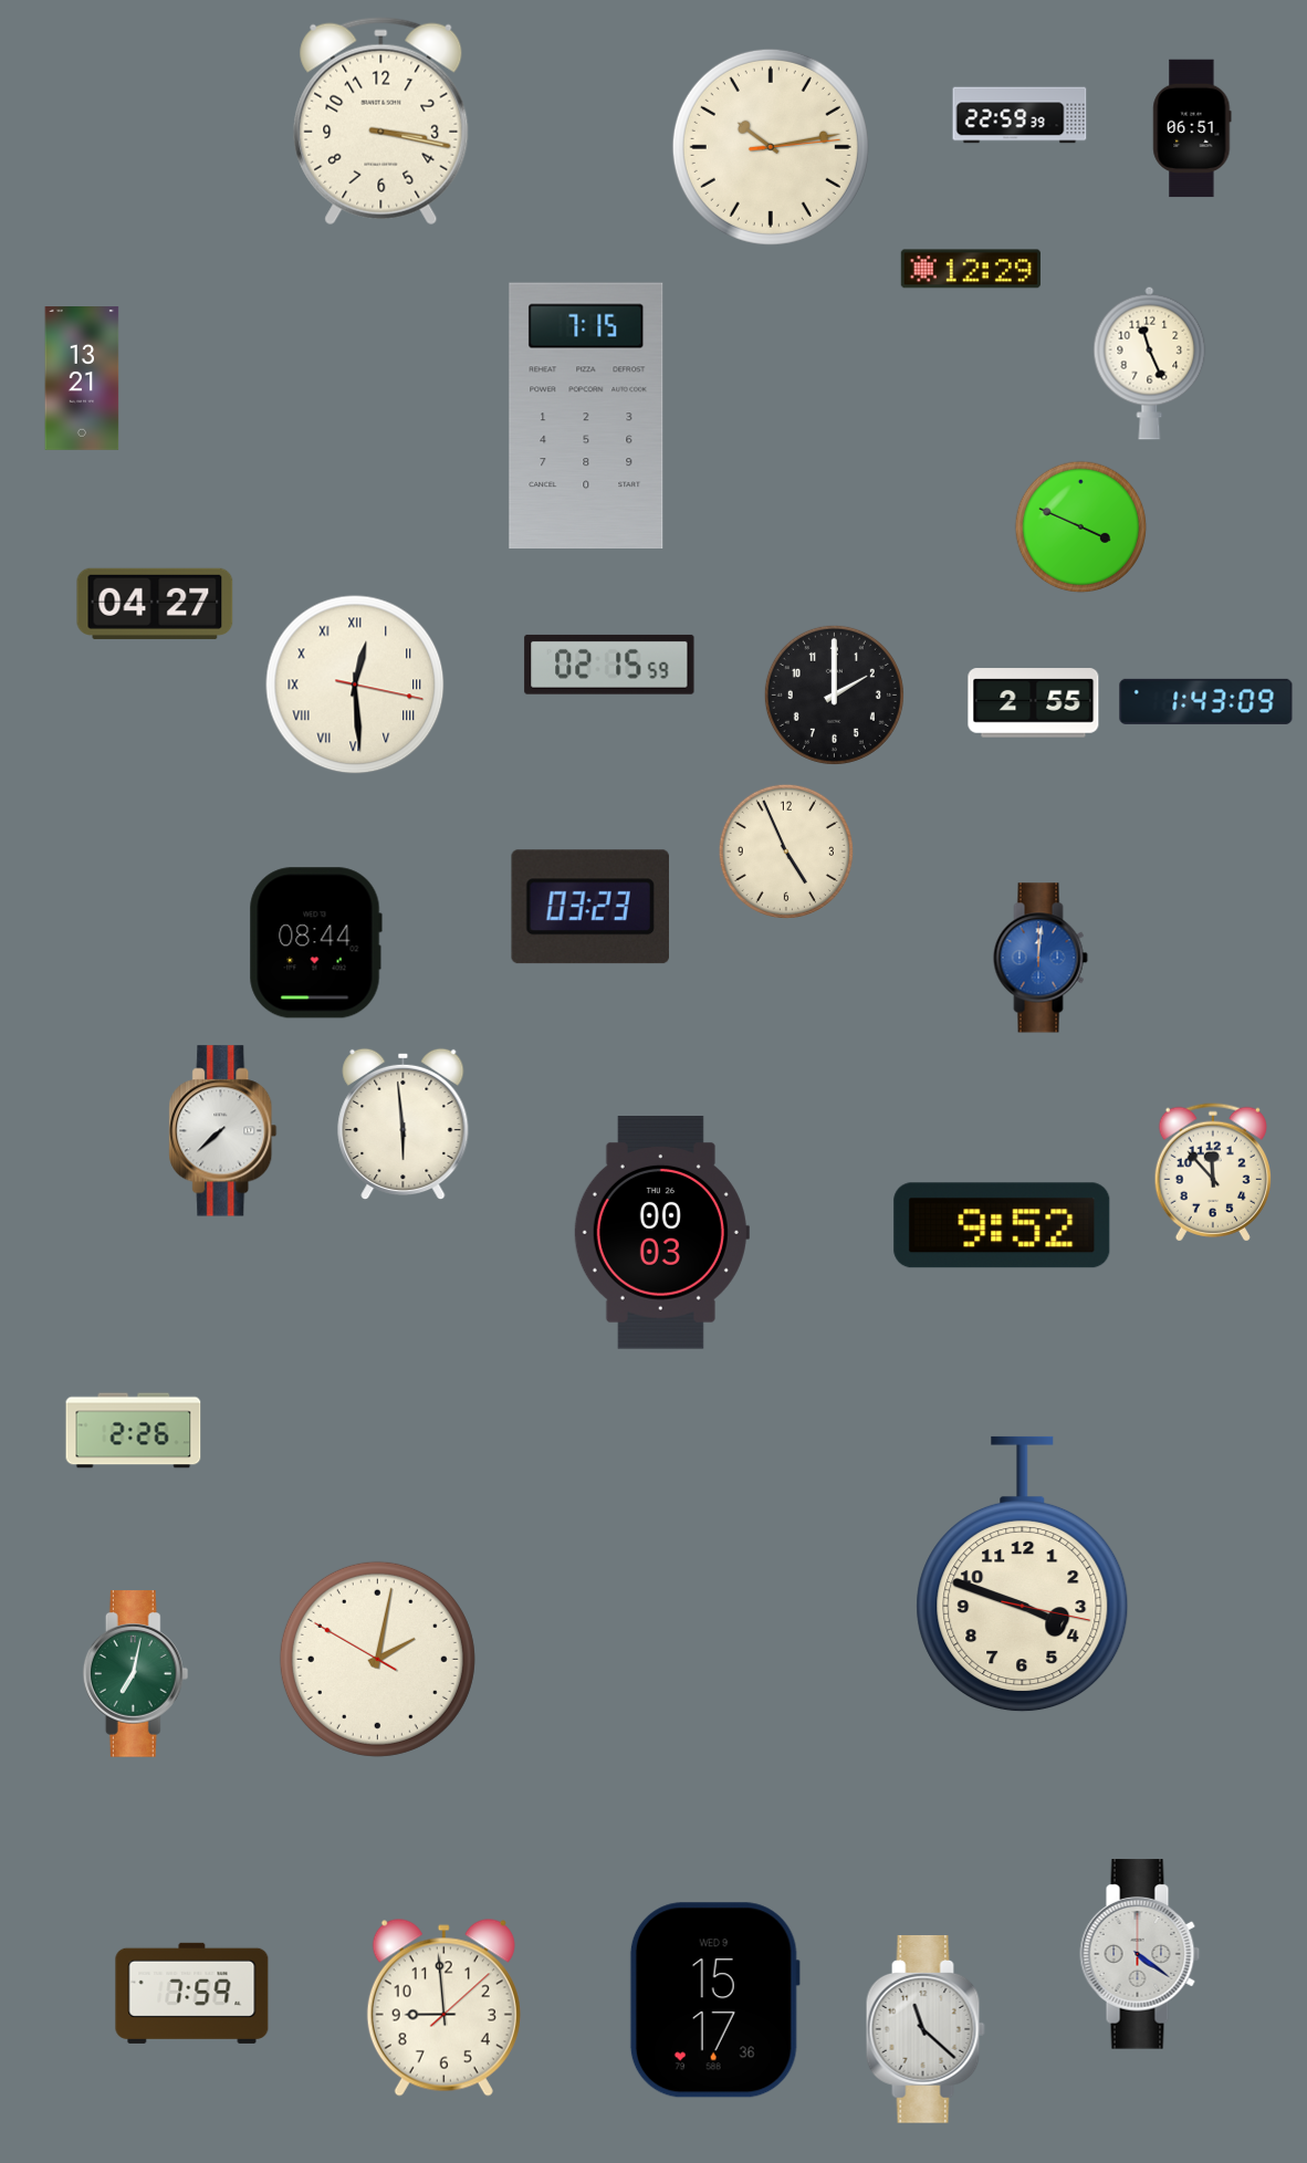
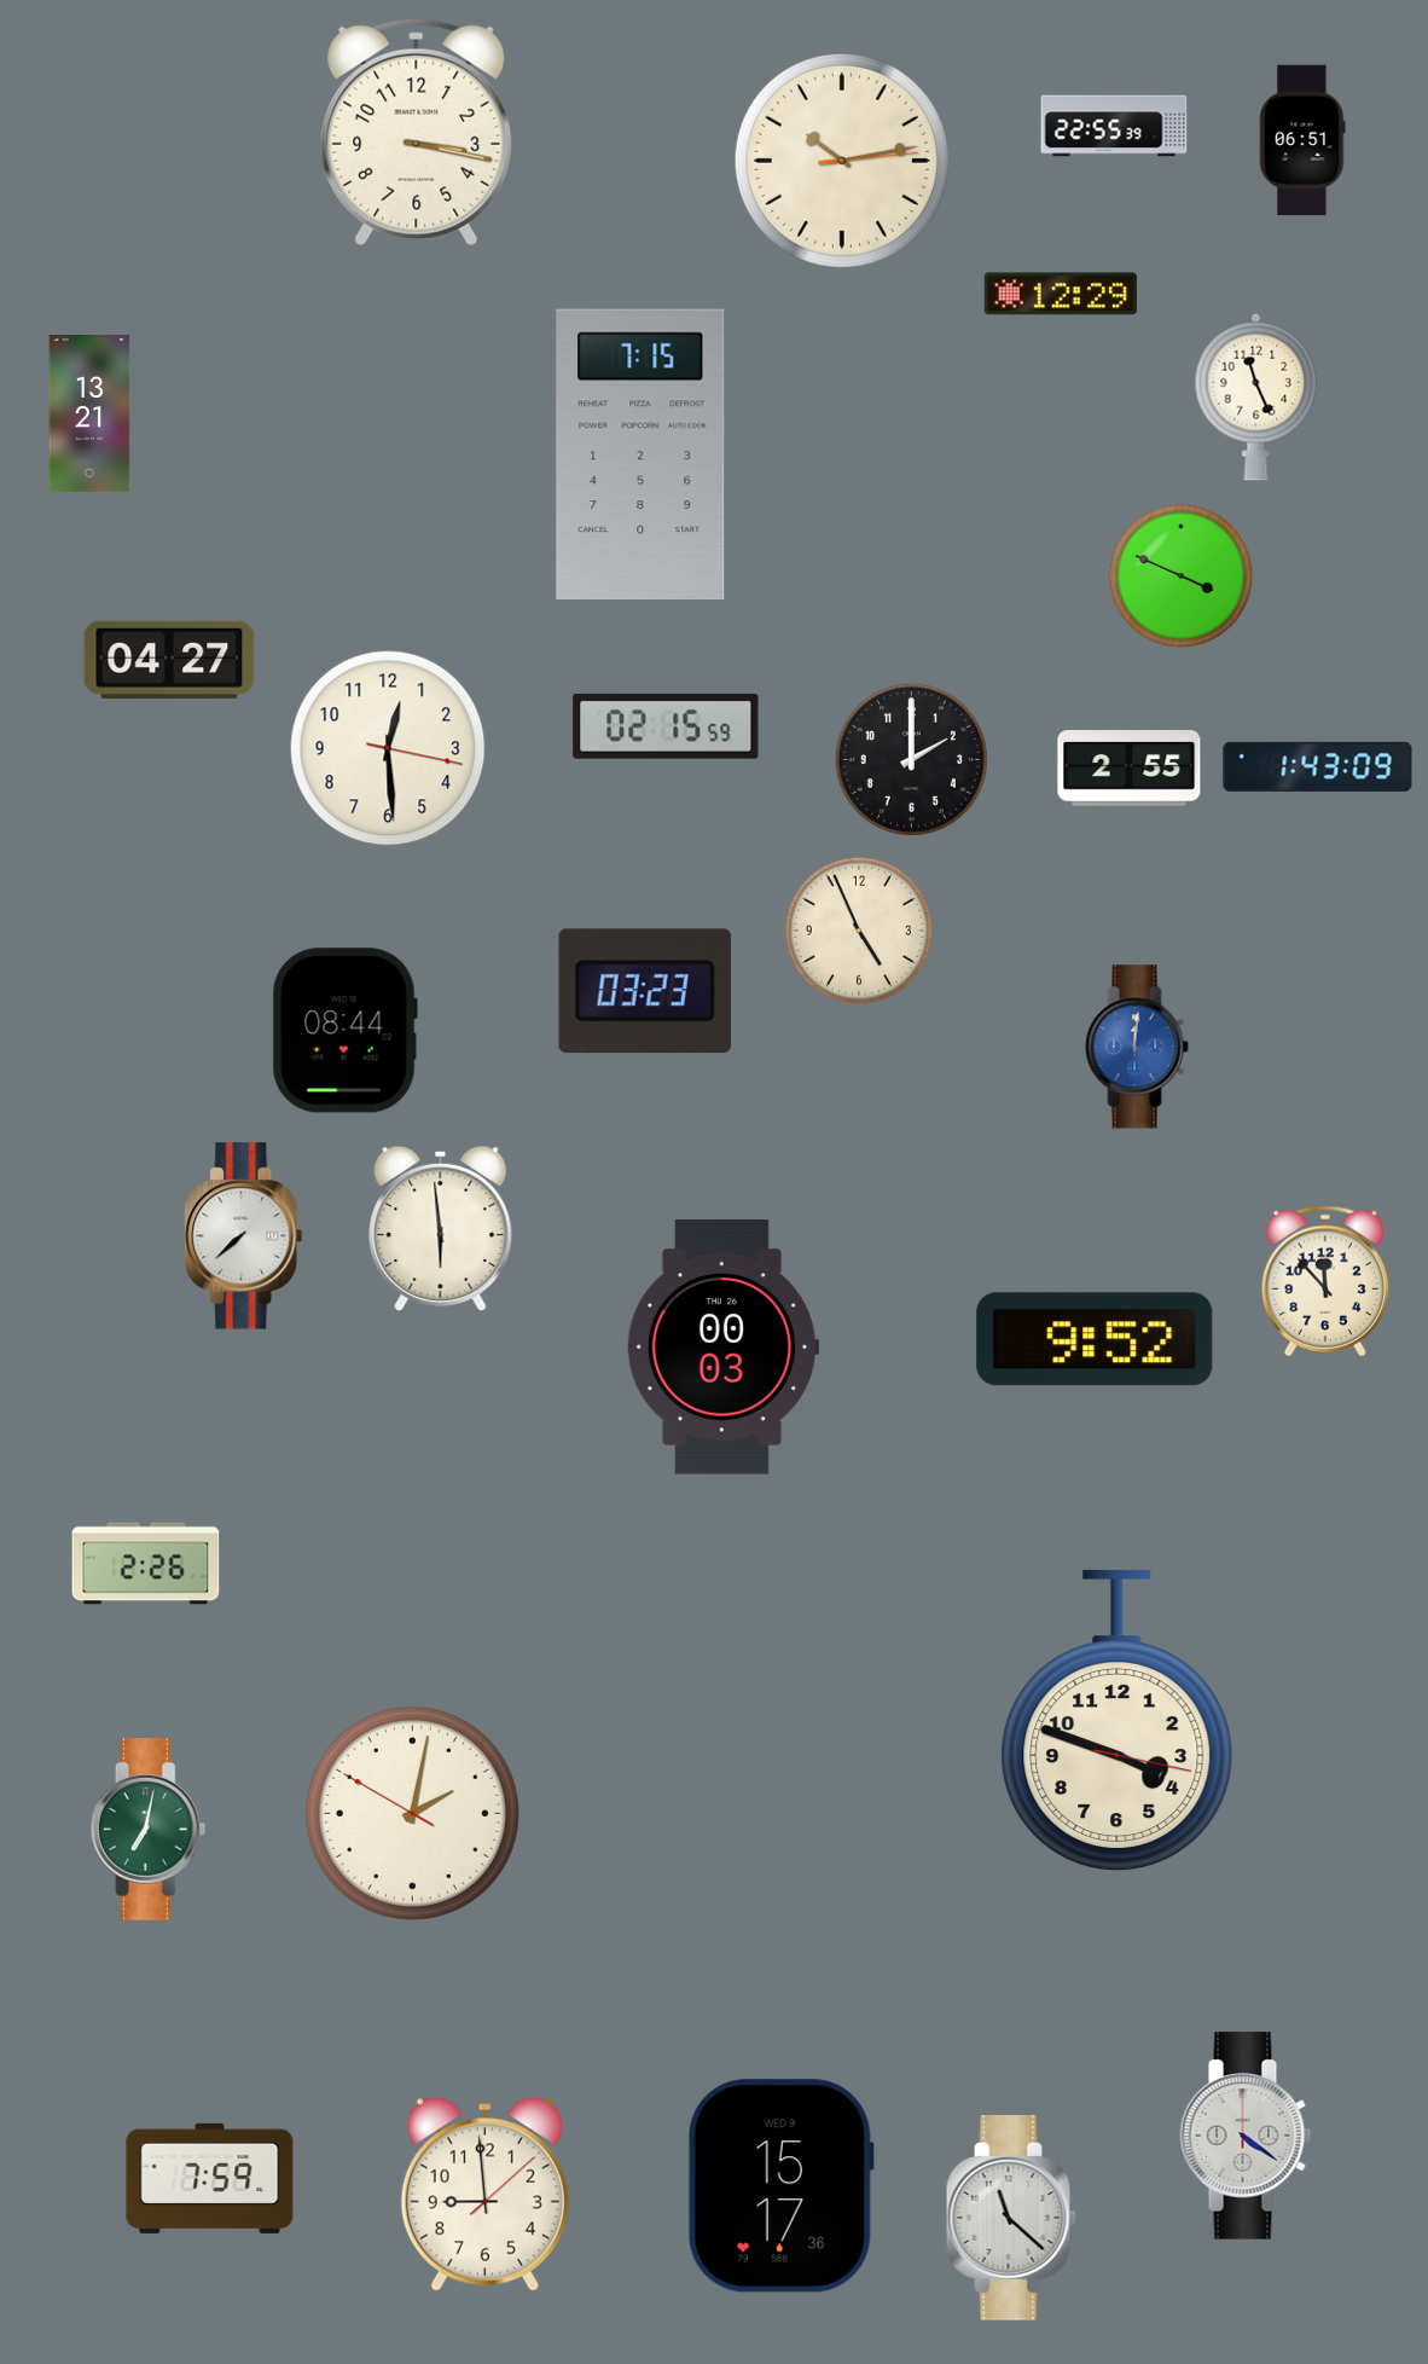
clock at (1020, 115): 22:59 -> 22:55
clock at (355, 685) numerals: Roman -> Arabic
